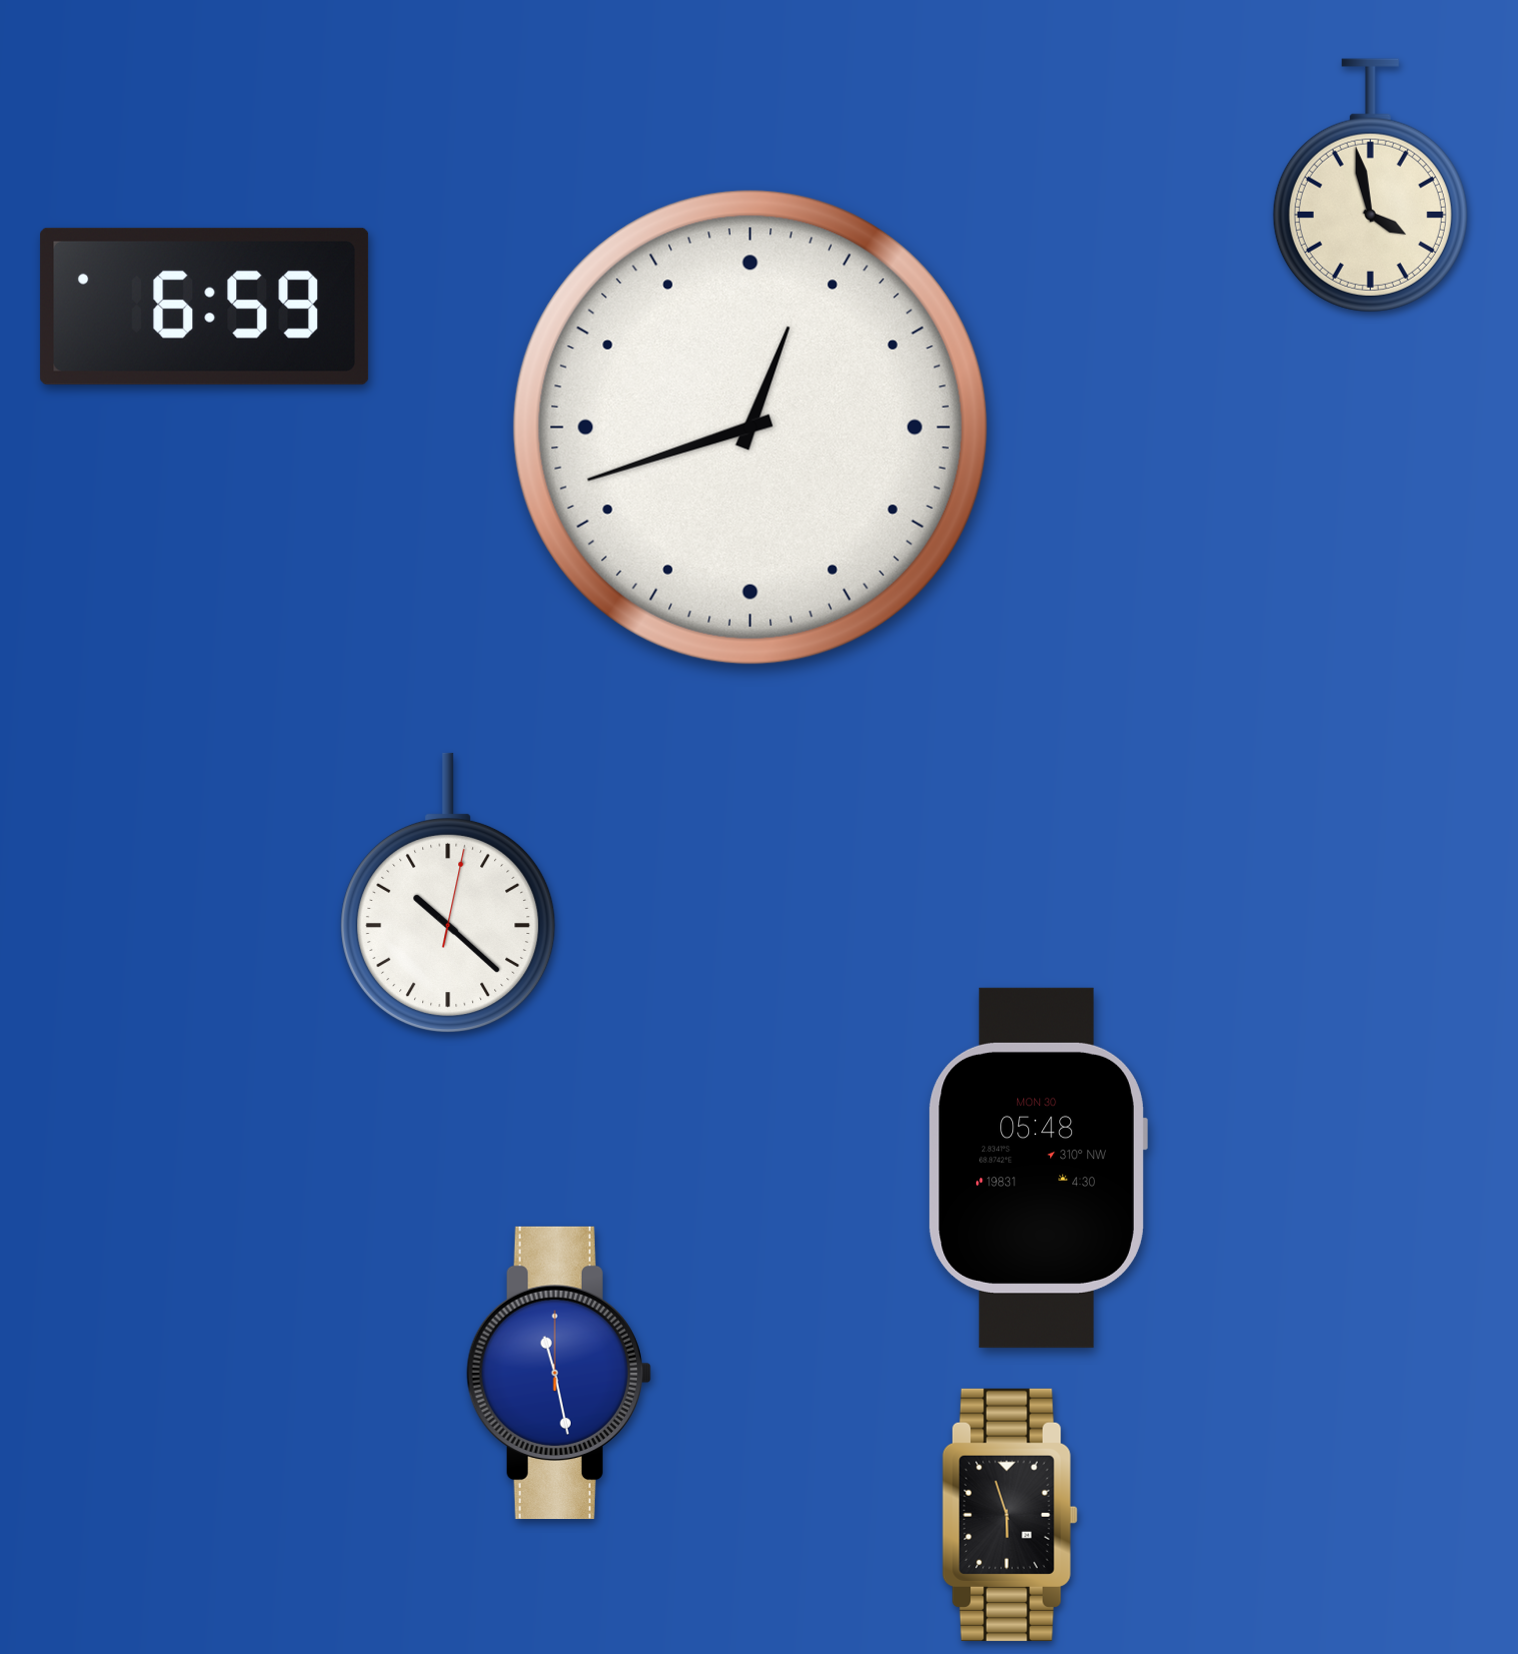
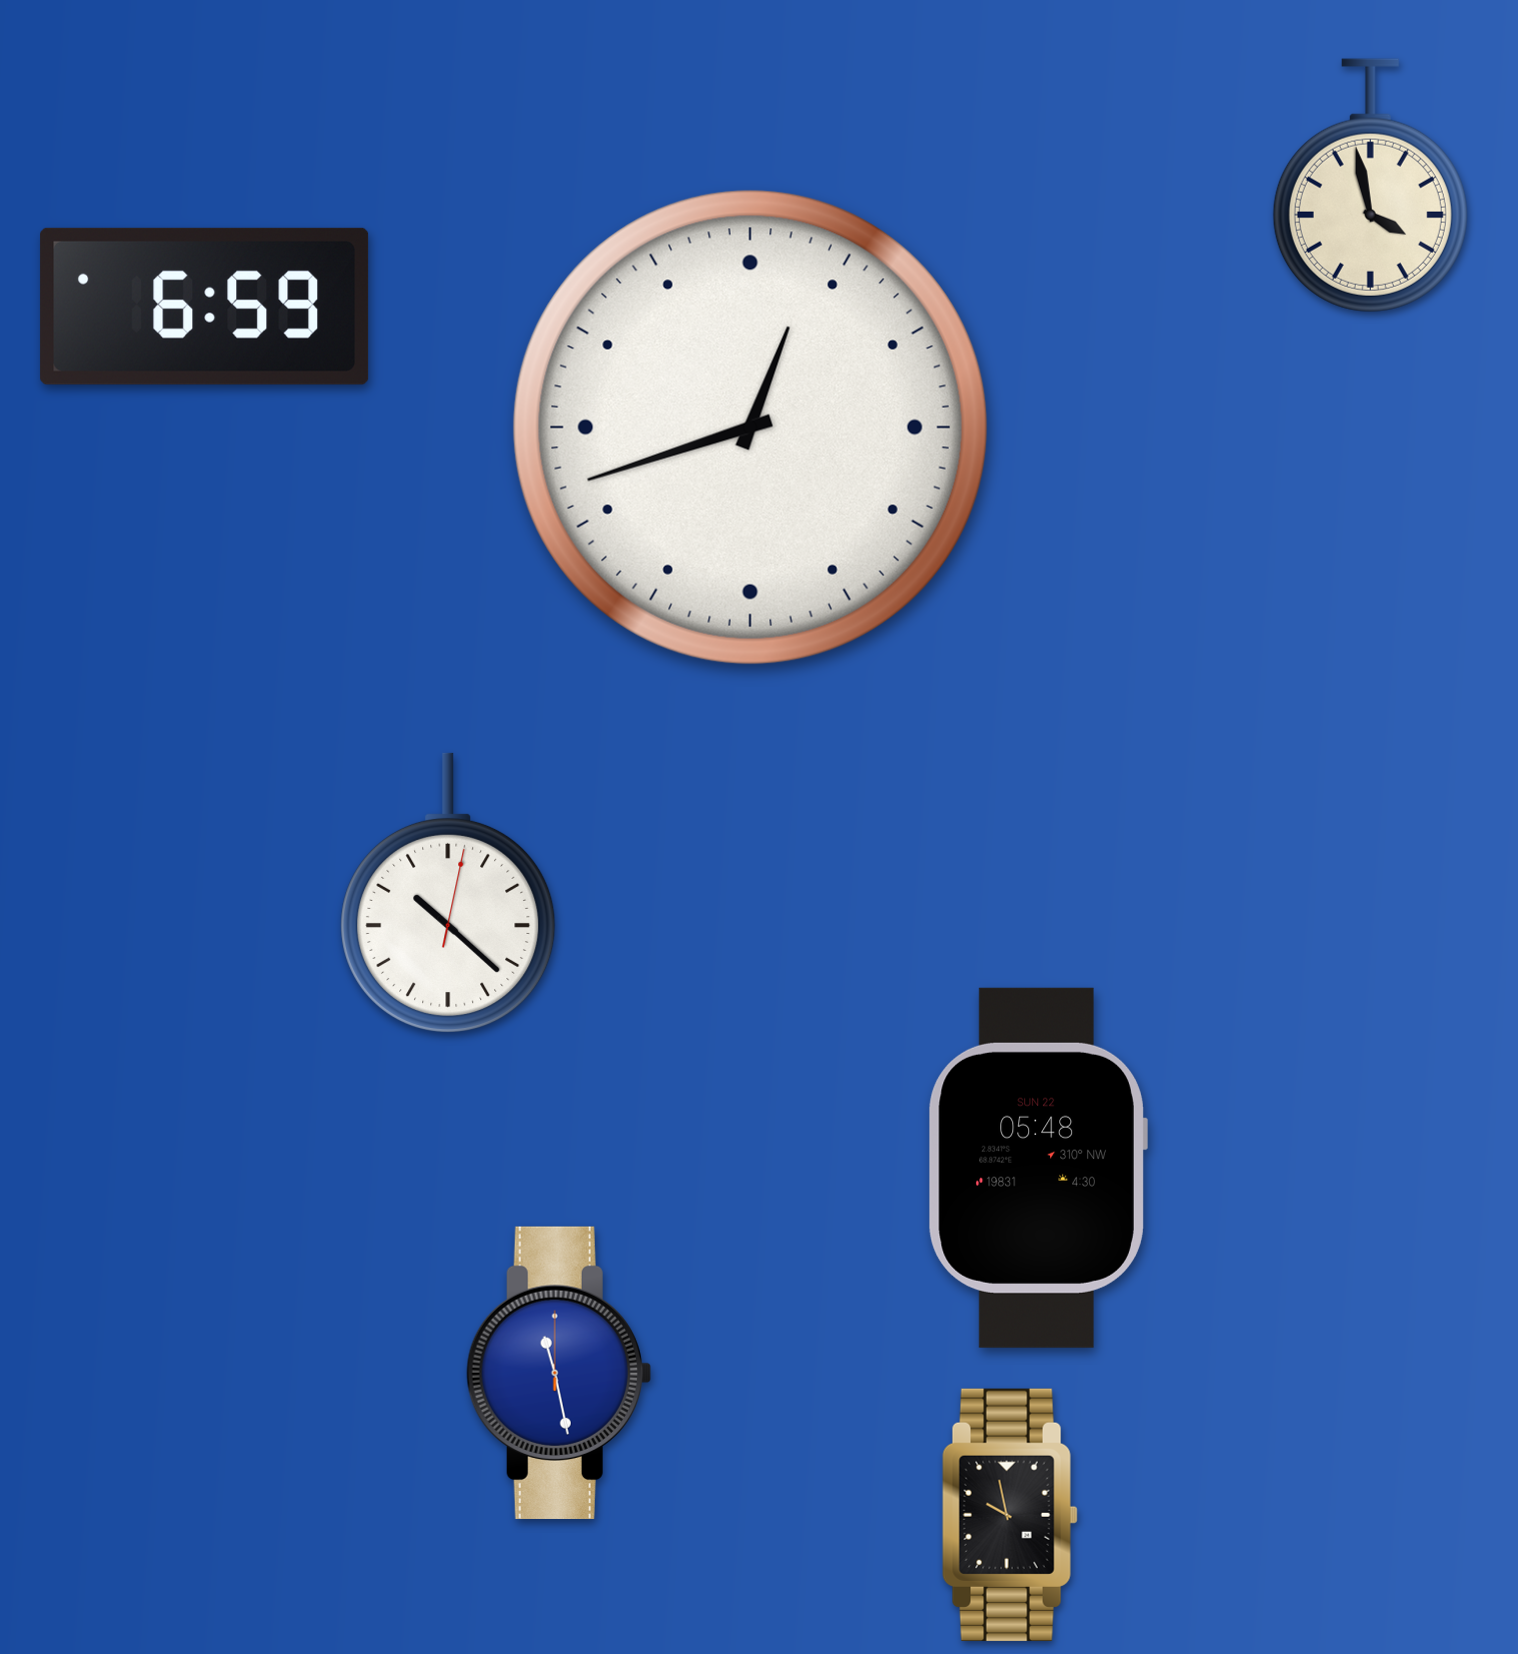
clock at (1038, 1168) date: MON 30 -> SUN 22
clock at (1010, 1515): 5:57 -> 9:58
